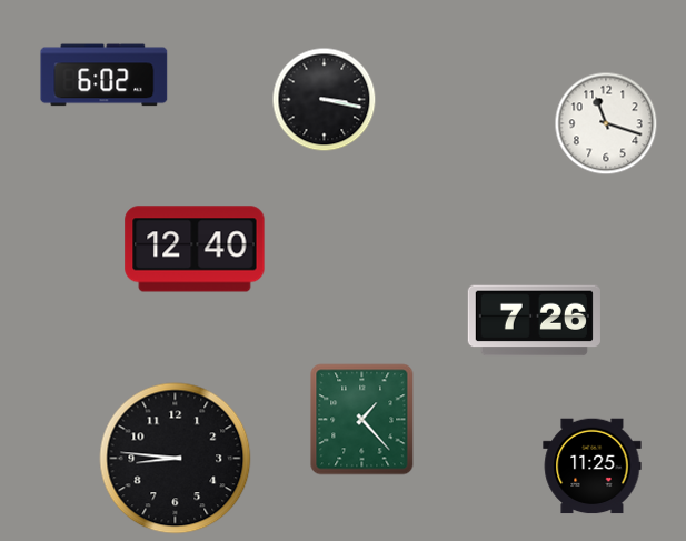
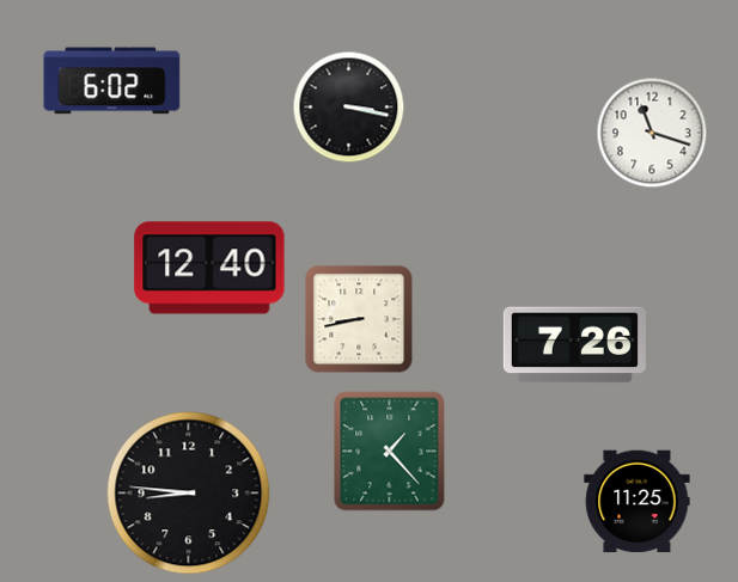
clock at (359, 319): none -> 8:43
